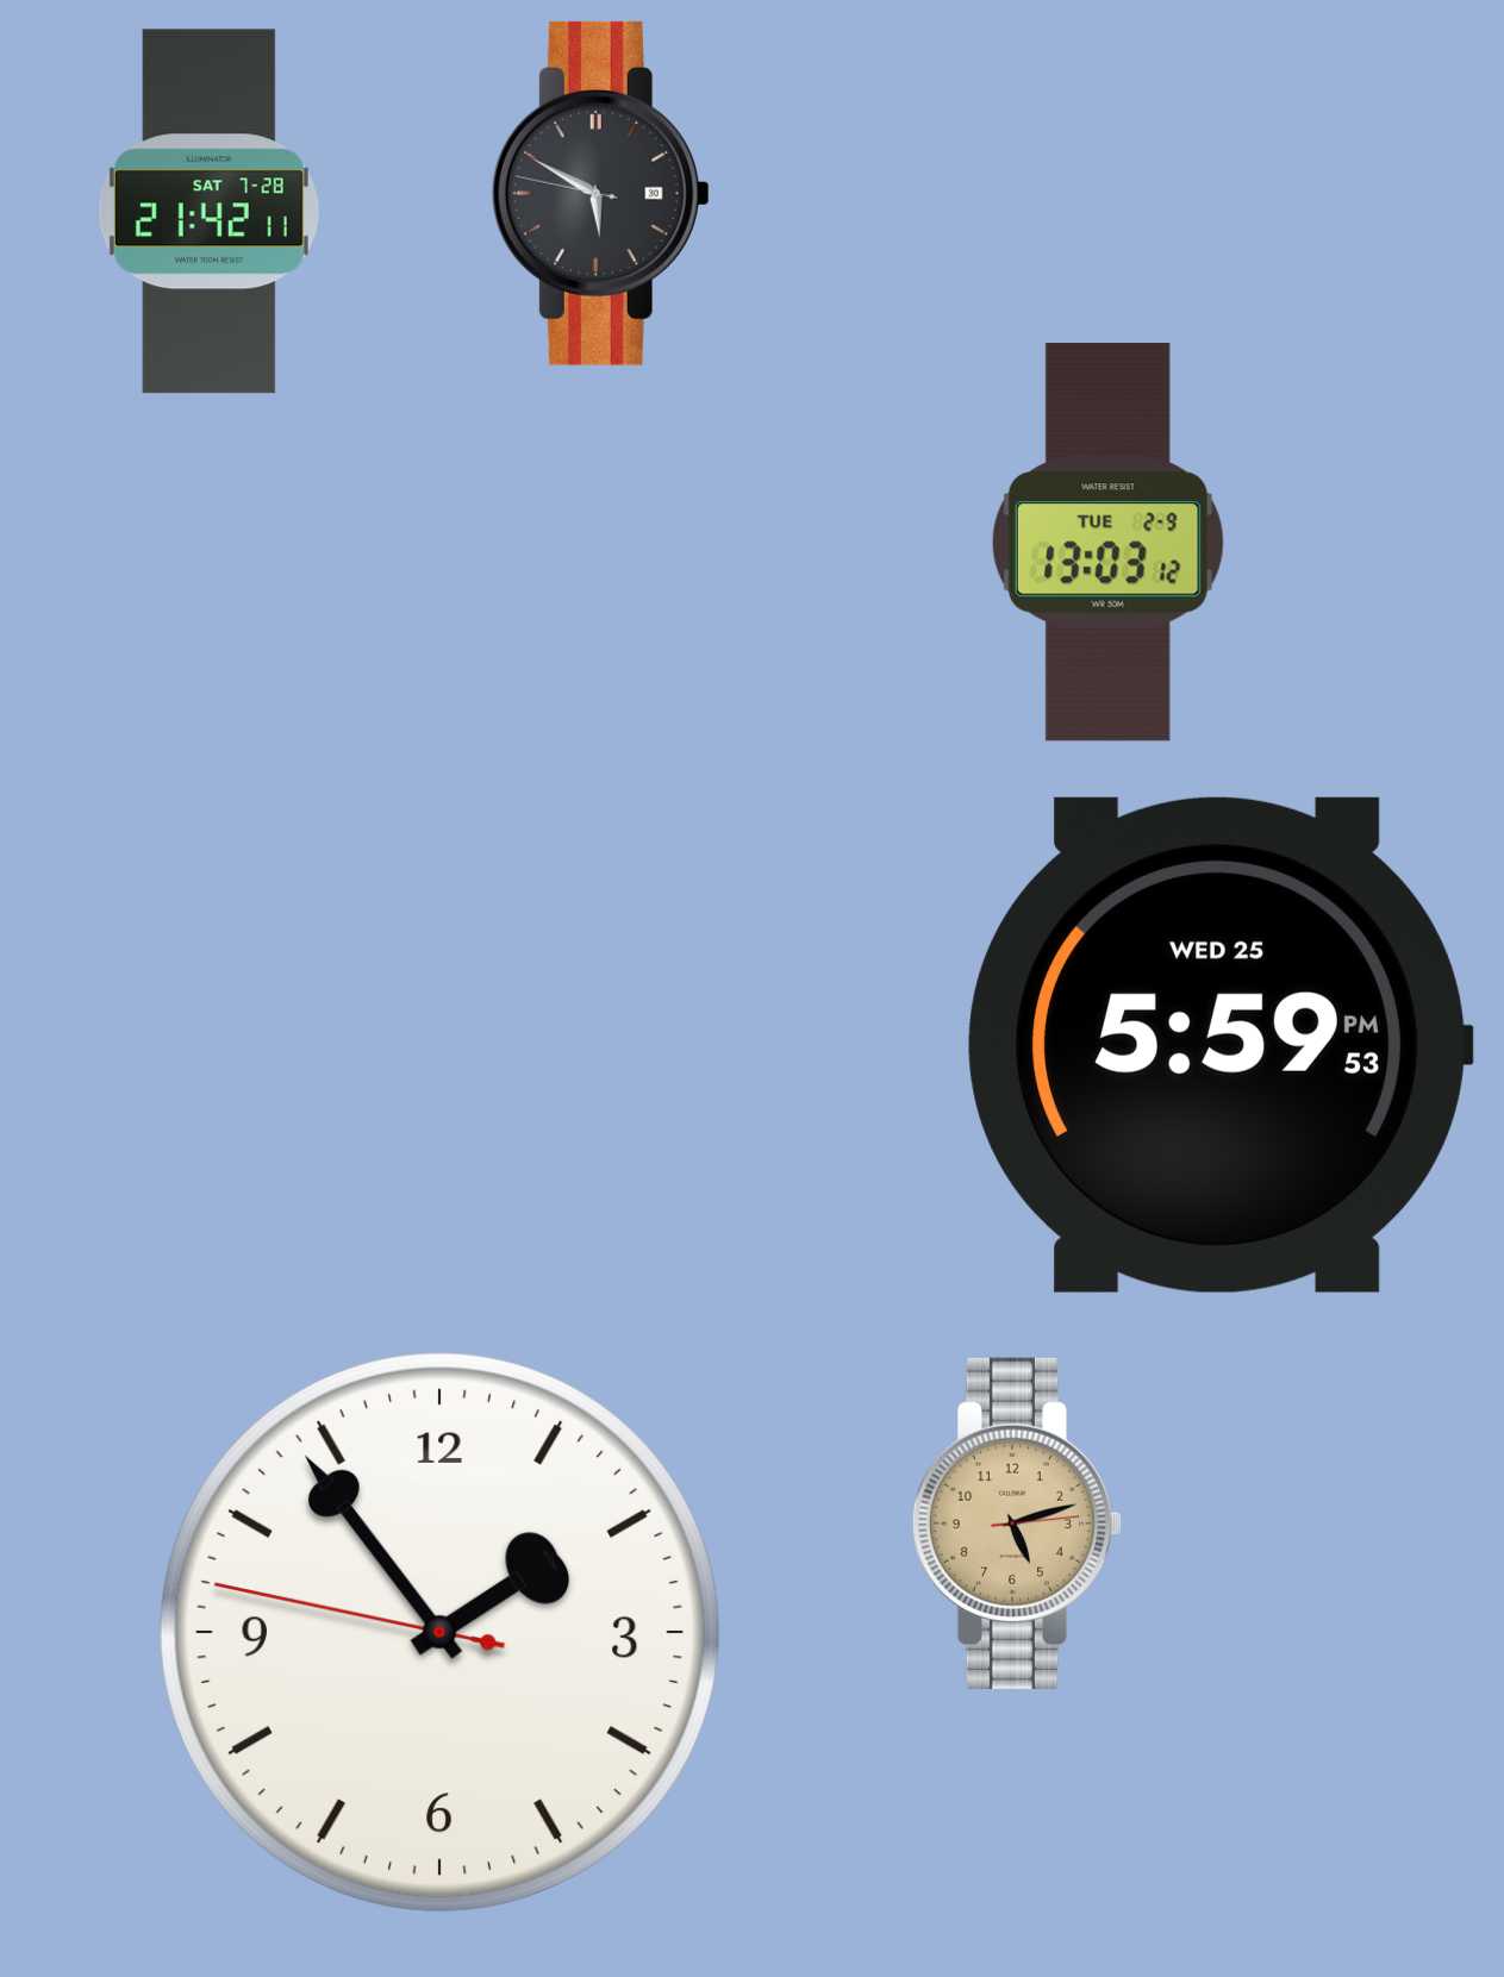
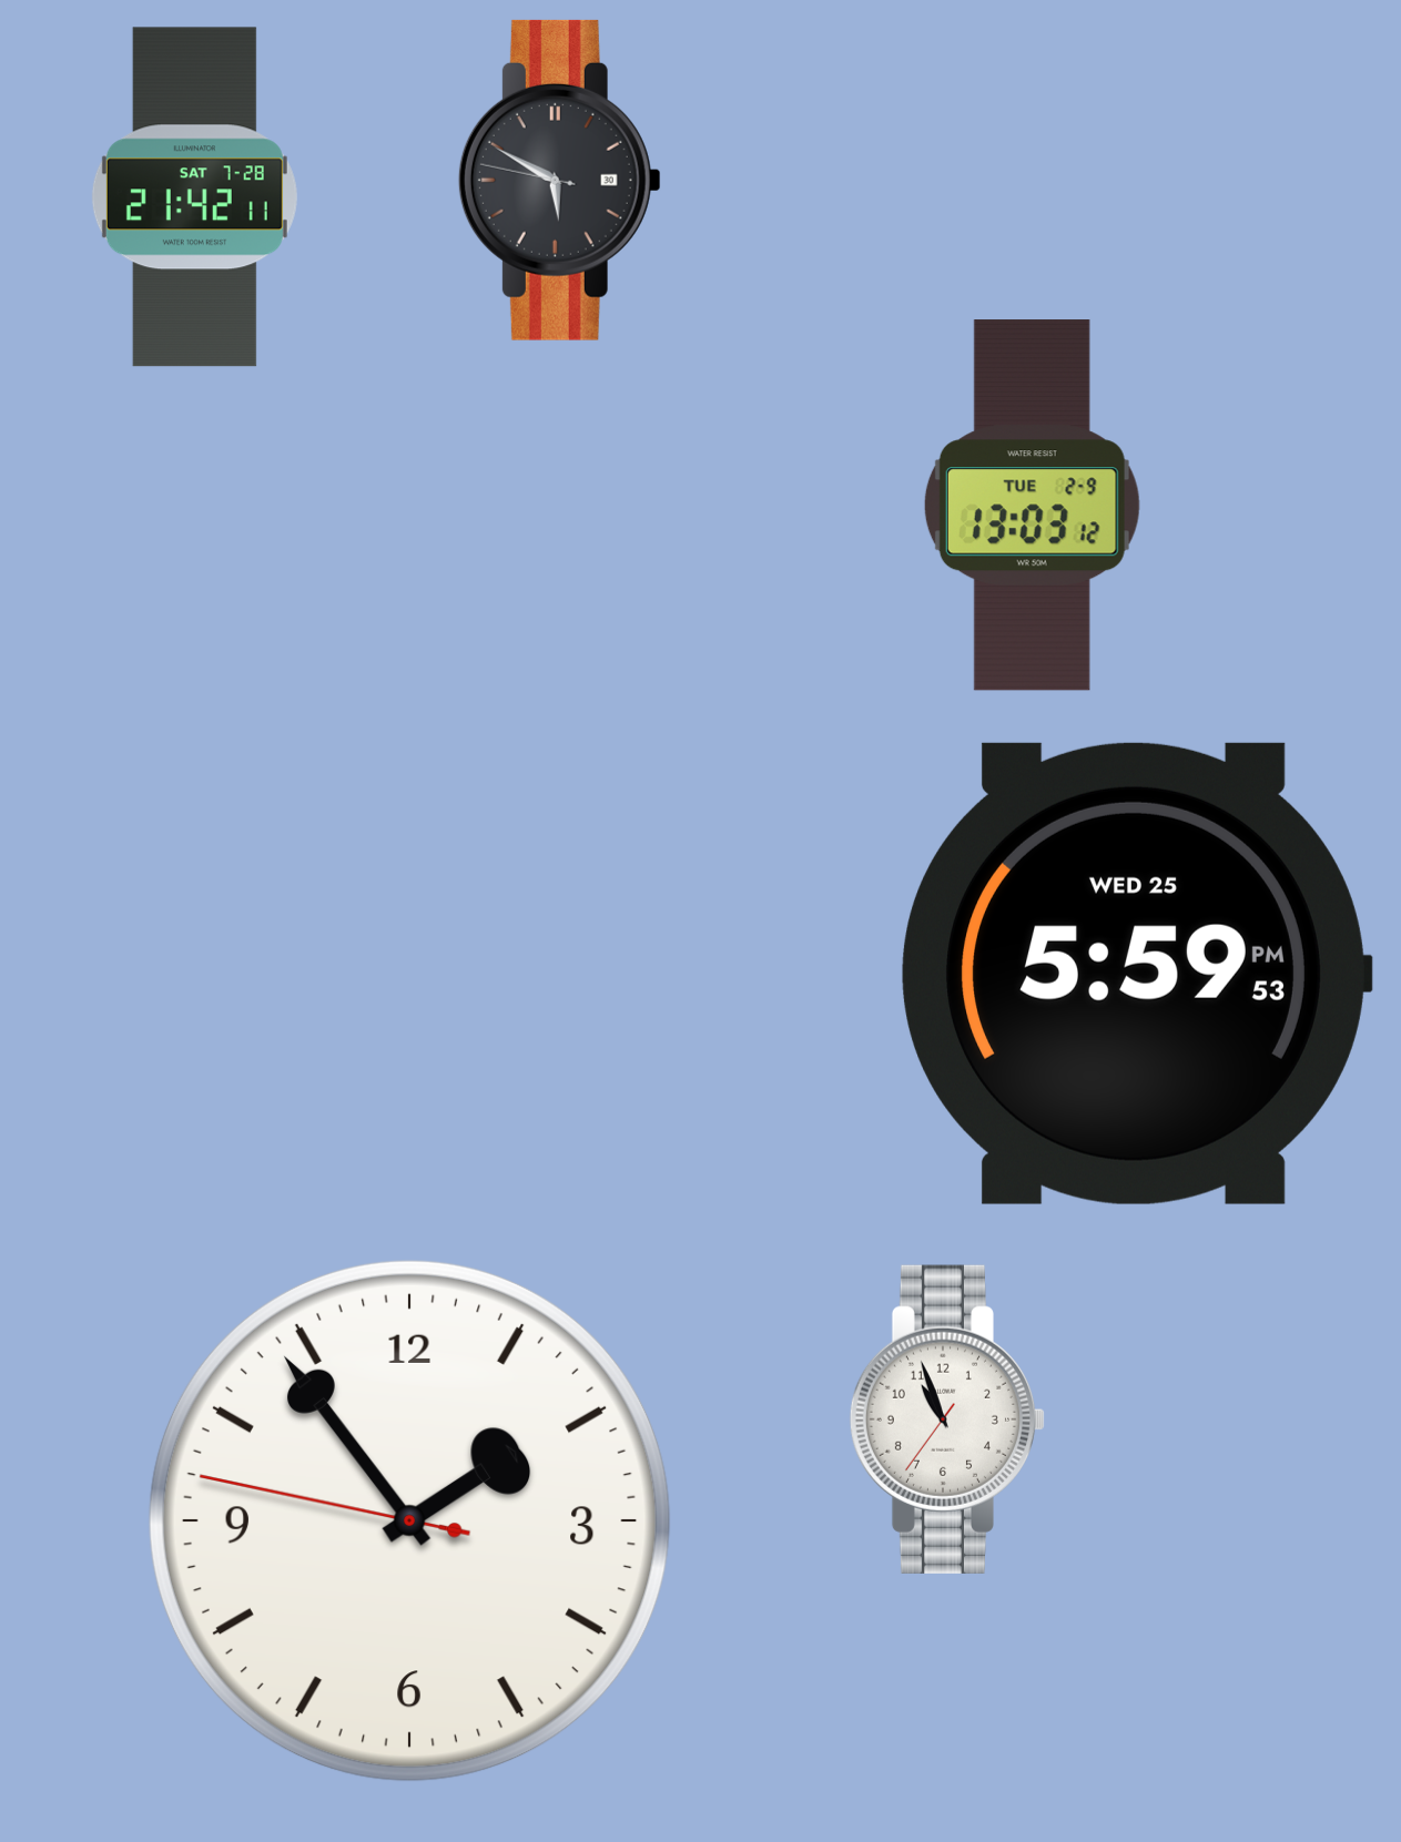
clock at (1016, 1524): 5:12 -> 10:56
clock at (1016, 1524) dial: champagne -> white
